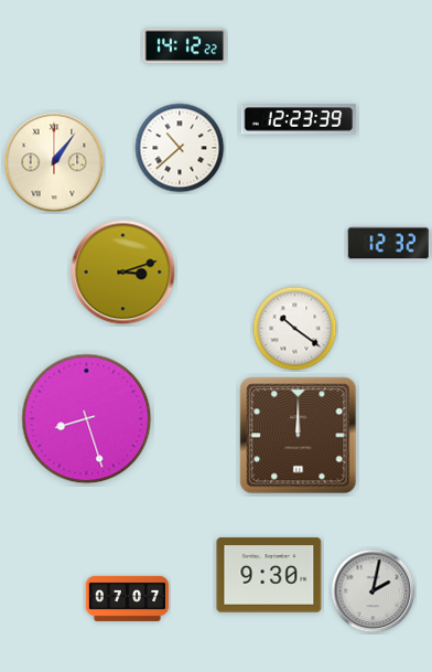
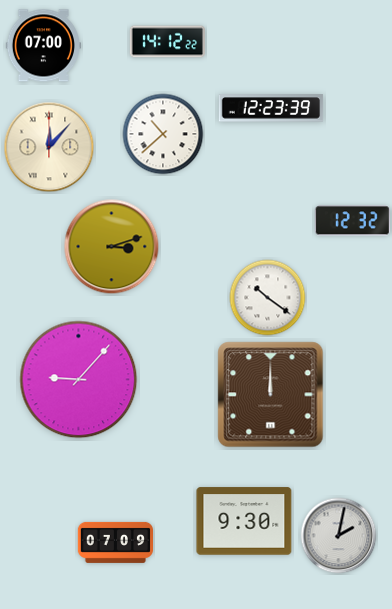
clock at (43, 46): none -> 07:00
clock at (54, 162): 1:06 -> 12:07
clock at (87, 419): 8:27 -> 9:07
clock at (127, 598): 07:07 -> 07:09
